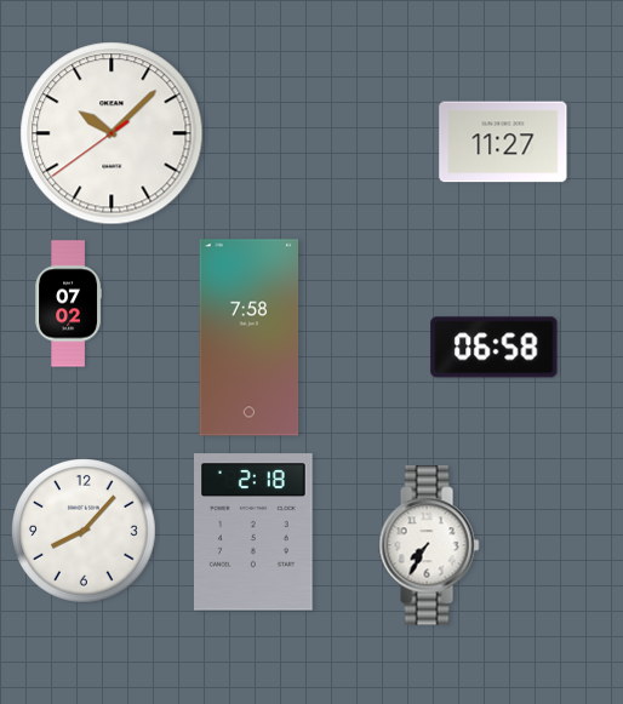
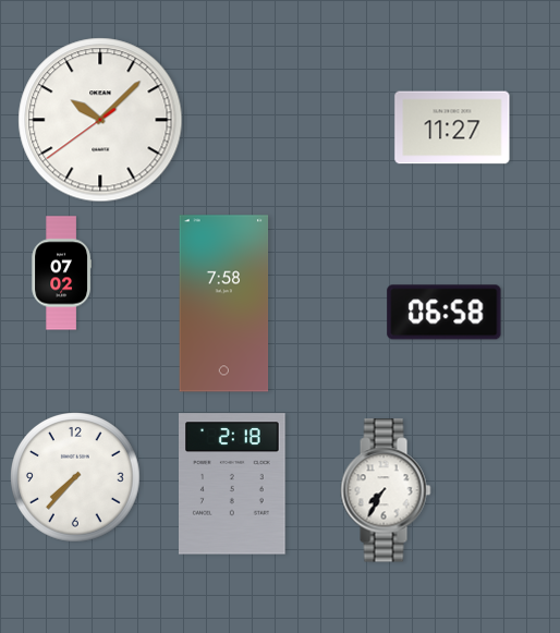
clock at (84, 531): 8:07 -> 7:37
clock at (255, 532) position: (255, 532) -> (233, 484)
